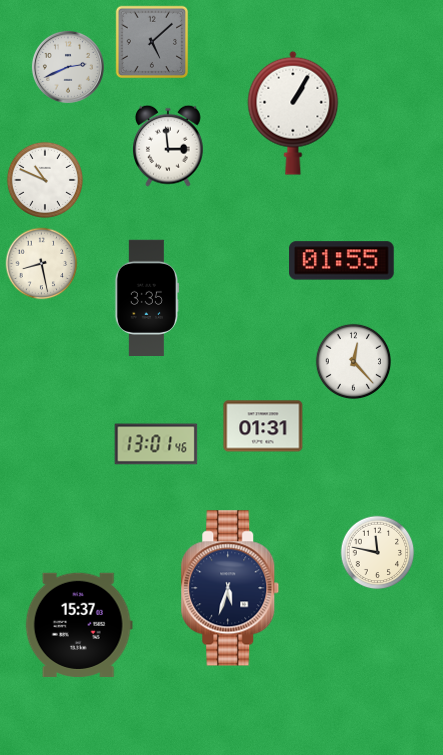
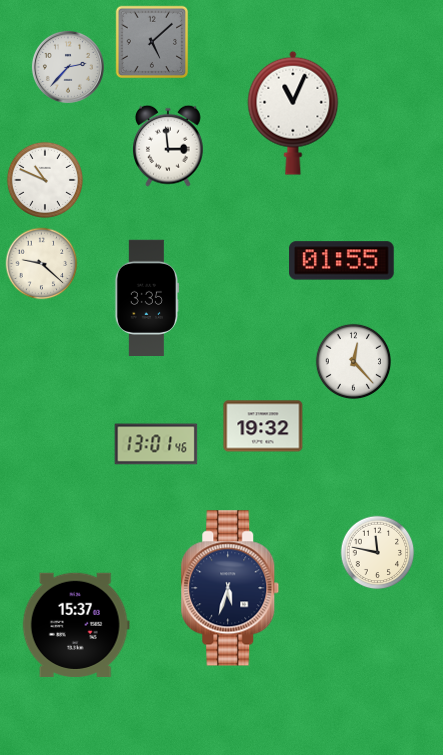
clock at (68, 67): 2:41 -> 2:37
clock at (293, 113): 1:05 -> 11:04
clock at (42, 264): 8:28 -> 9:22
clock at (263, 426): 01:31 -> 19:32
clock at (79, 625) position: (79, 625) -> (76, 625)
